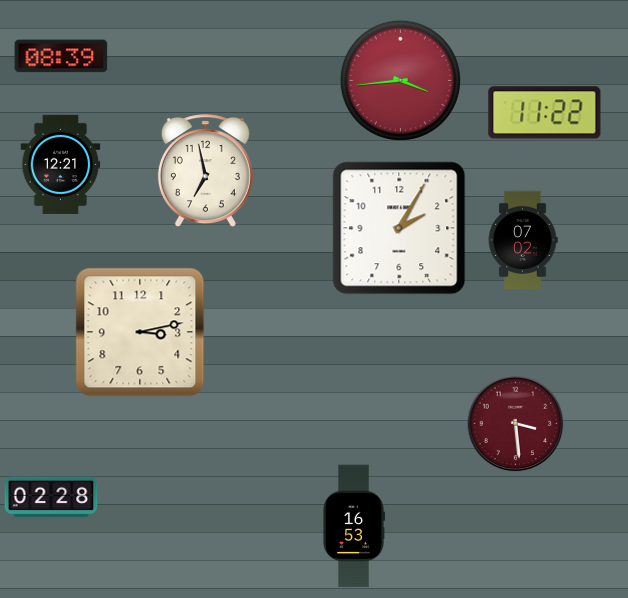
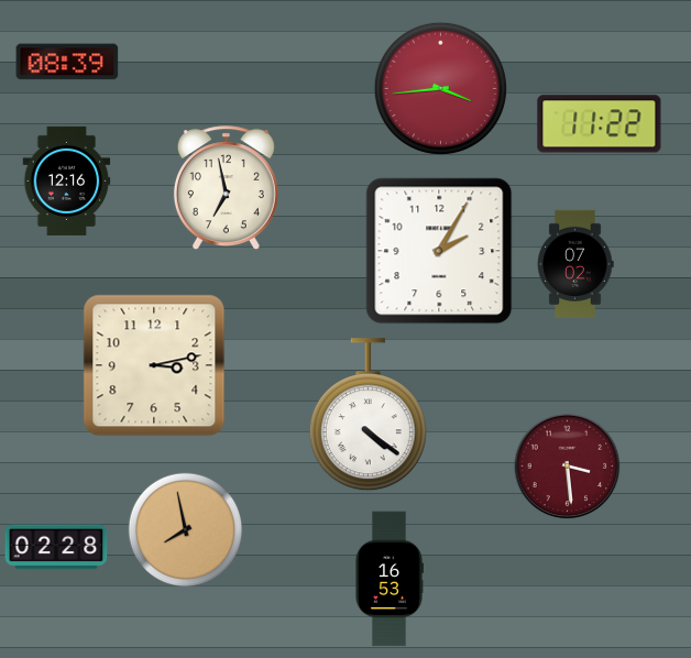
clock at (61, 164): 12:21 -> 12:16
clock at (368, 415): none -> 4:21
clock at (185, 529): none -> 7:58
